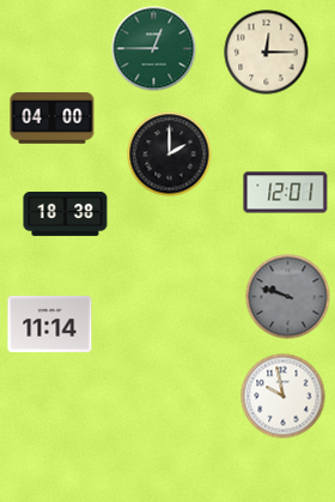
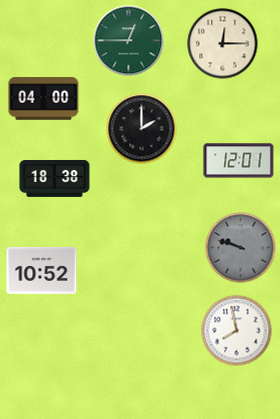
clock at (50, 323): 11:14 -> 10:52
clock at (284, 397): 9:58 -> 7:58
